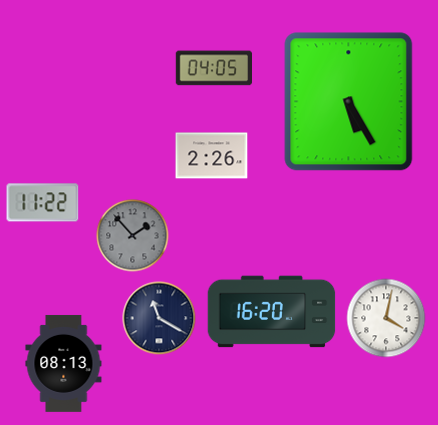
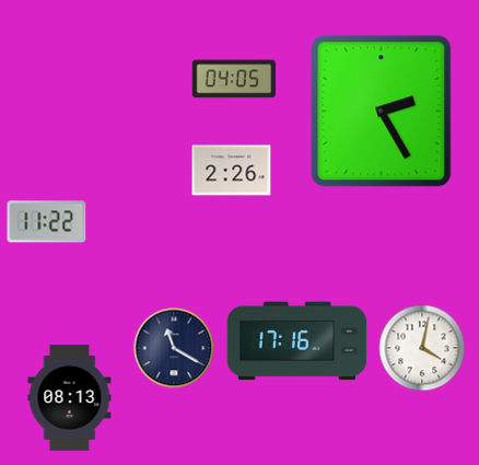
clock at (214, 68) position: (214, 68) -> (234, 79)
clock at (349, 102): 5:25 -> 2:25
clock at (133, 236): 1:53 -> none
clock at (272, 312): 16:20 -> 17:16
